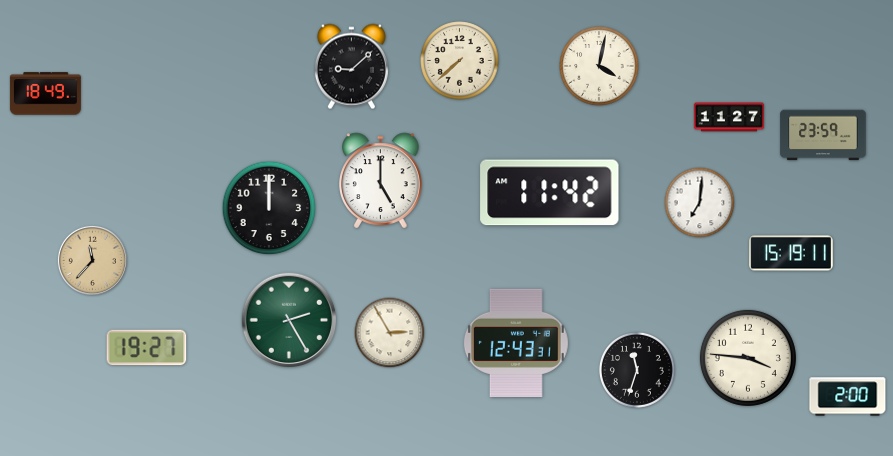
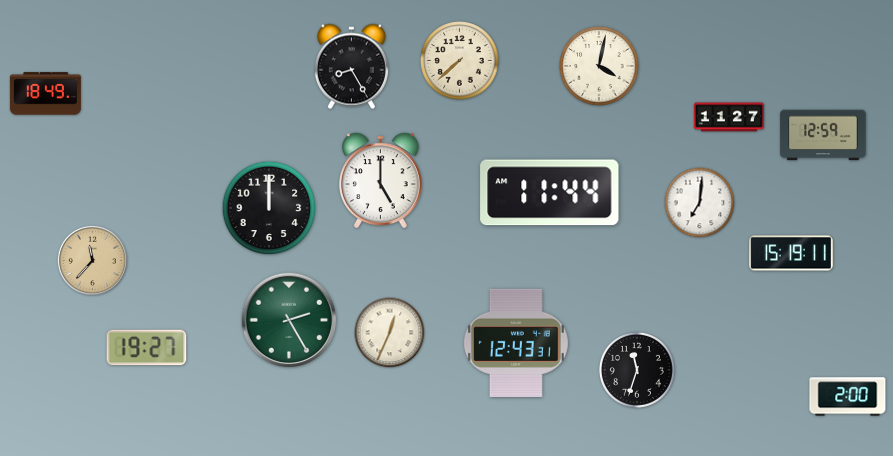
clock at (351, 67): 9:08 -> 8:25
clock at (823, 135): 23:59 -> 12:59
clock at (550, 193): 11:42 -> 11:44
clock at (390, 333): 2:55 -> 12:34
clock at (748, 358): 3:46 -> none
